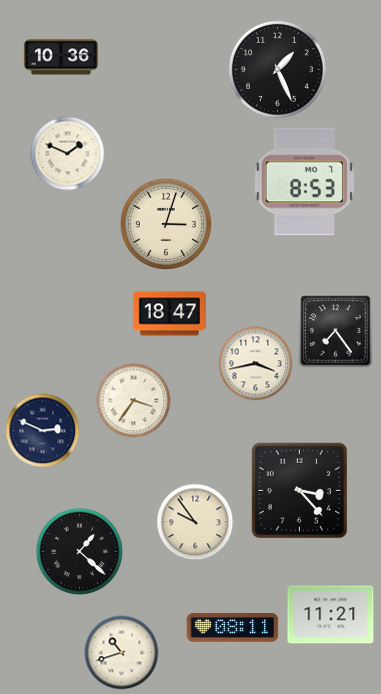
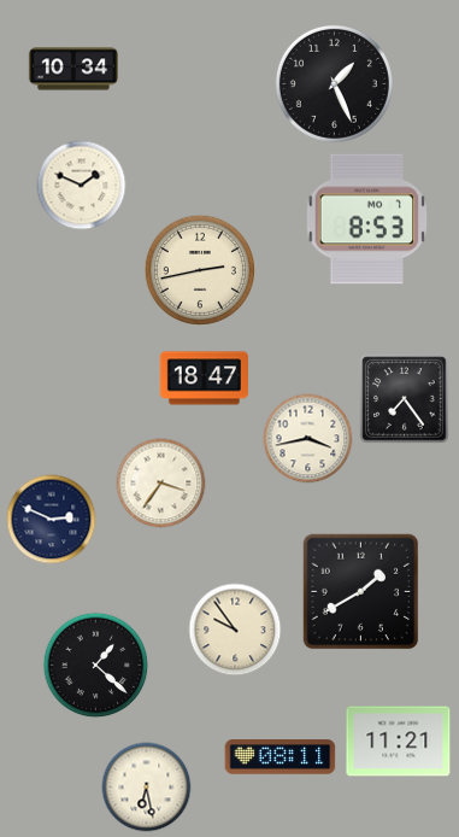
clock at (61, 57): 10:36 -> 10:34
clock at (166, 224): 3:03 -> 2:43
clock at (300, 491): 3:23 -> 1:40
clock at (122, 653): 10:42 -> 6:28
